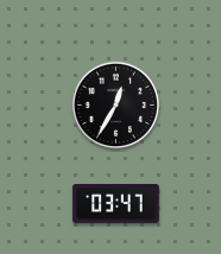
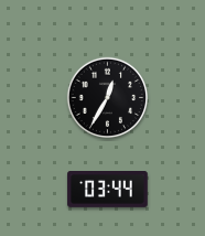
clock at (116, 204): 03:47 -> 03:44
